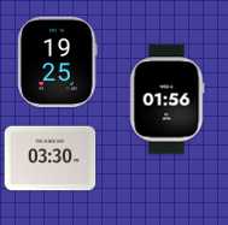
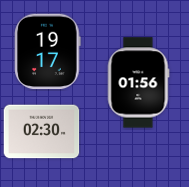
clock at (58, 63): 19:25 -> 19:17
clock at (51, 159): 03:30 -> 02:30
